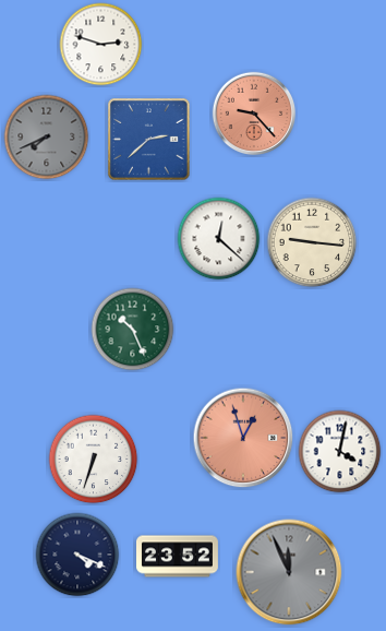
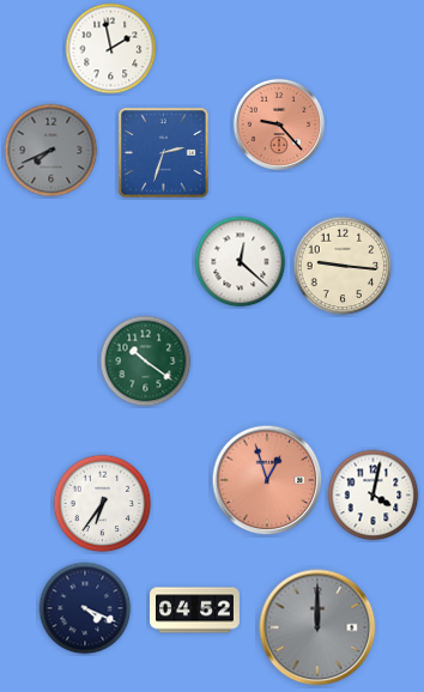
clock at (101, 45): 2:48 -> 1:58
clock at (149, 140): 2:38 -> 2:33
clock at (133, 330): 10:26 -> 10:21
clock at (94, 460): 6:33 -> 6:36
clock at (178, 557): 23:52 -> 04:52
clock at (289, 572): 11:56 -> 12:00
